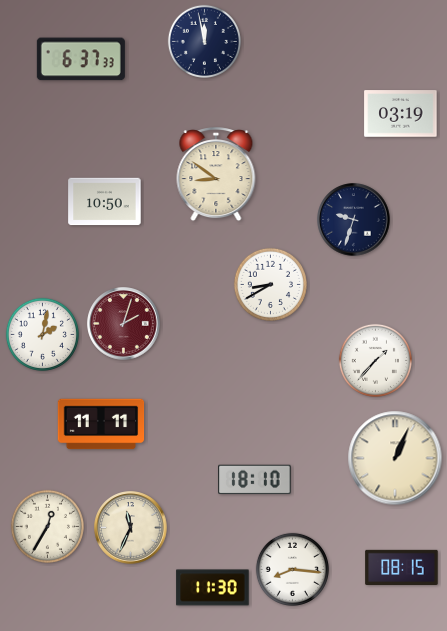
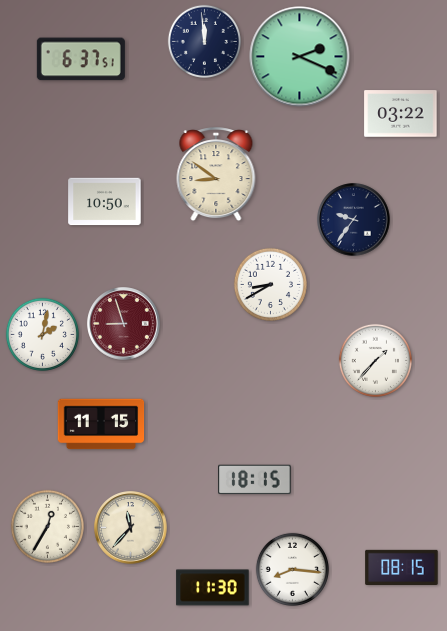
clock at (204, 41): 11:58 -> 11:59
clock at (300, 57): none -> 2:19
clock at (81, 59): 6:37:33 -> 6:37:51
clock at (401, 114): 03:19 -> 03:22
clock at (354, 220): 9:33 -> 9:36
clock at (124, 324): 2:03 -> 8:57
clock at (101, 424): 11:11 -> 11:15
clock at (395, 458): 1:04 -> none
clock at (255, 480): 18:10 -> 18:15
clock at (131, 528): 11:34 -> 11:37
